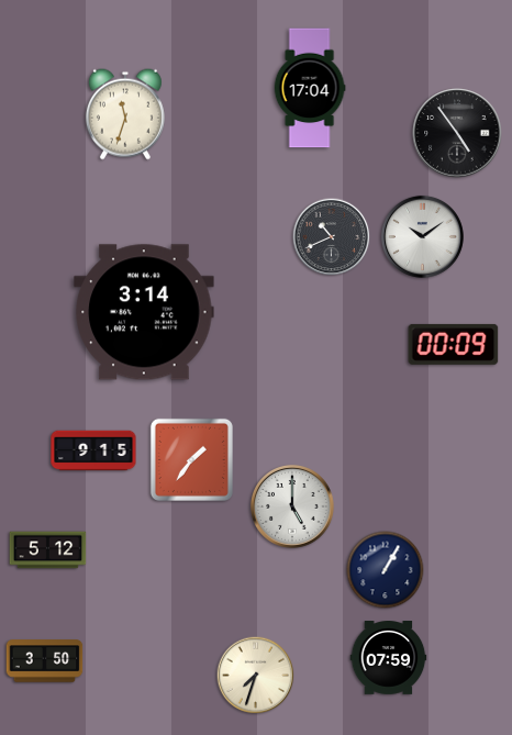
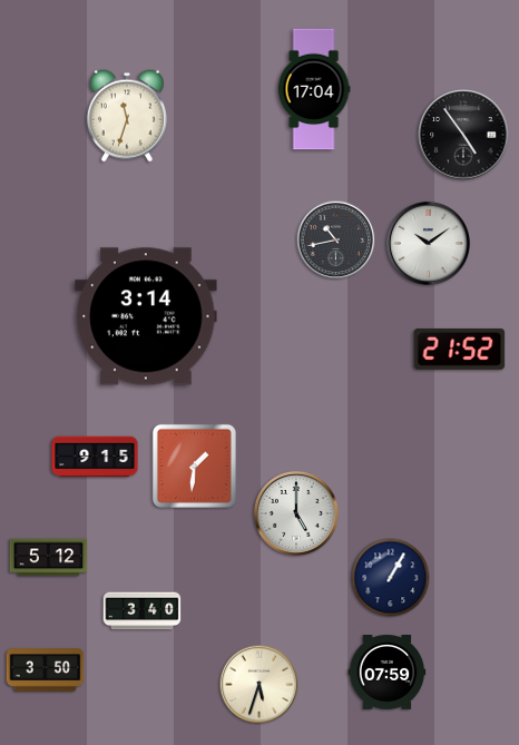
clock at (422, 236) position: (422, 236) -> (428, 243)
clock at (332, 237): 10:41 -> 10:43
clock at (454, 344): 00:09 -> 21:52
clock at (191, 459): 1:36 -> 1:31
clock at (143, 611): none -> 3:40
clock at (389, 658) position: (389, 658) -> (388, 673)
clock at (256, 676): 7:33 -> 5:33
